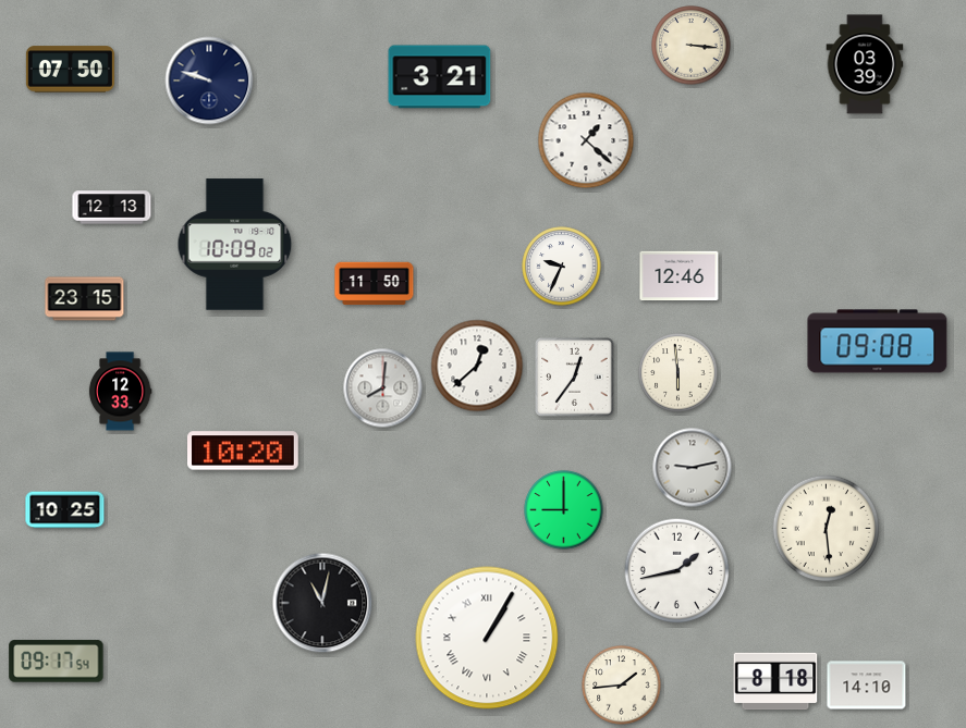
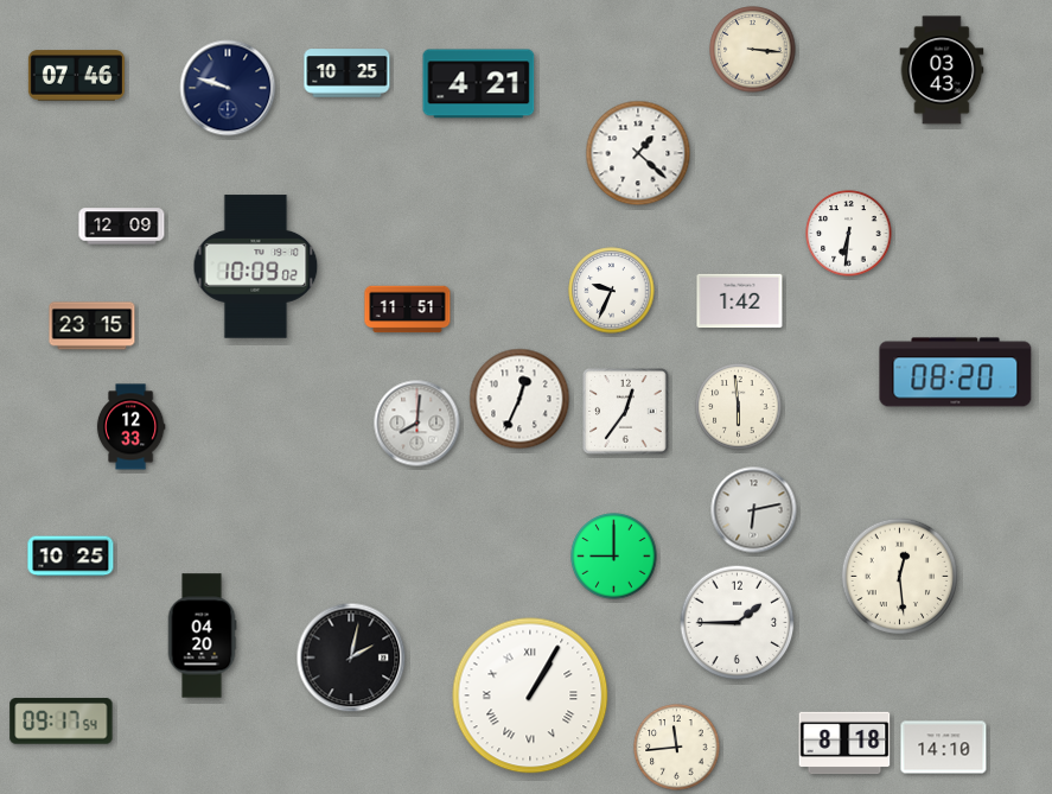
clock at (865, 64): 03:39 -> 03:43
clock at (348, 74): none -> 10:25
clock at (70, 70): 07:50 -> 07:46
clock at (440, 77): 3:21 -> 4:21
clock at (112, 208): 12:13 -> 12:09
clock at (849, 234): none -> 6:31
clock at (680, 276): 12:46 -> 1:42
clock at (375, 284): 11:50 -> 11:51
clock at (878, 342): 09:08 -> 08:20
clock at (477, 366): 12:38 -> 12:34
clock at (244, 451): 10:20 -> none
clock at (693, 468): 9:13 -> 6:13
clock at (677, 571): 1:43 -> 1:45
clock at (202, 636): none -> 04:20
clock at (322, 603): 11:02 -> 2:02
clock at (622, 686): 1:44 -> 11:44
